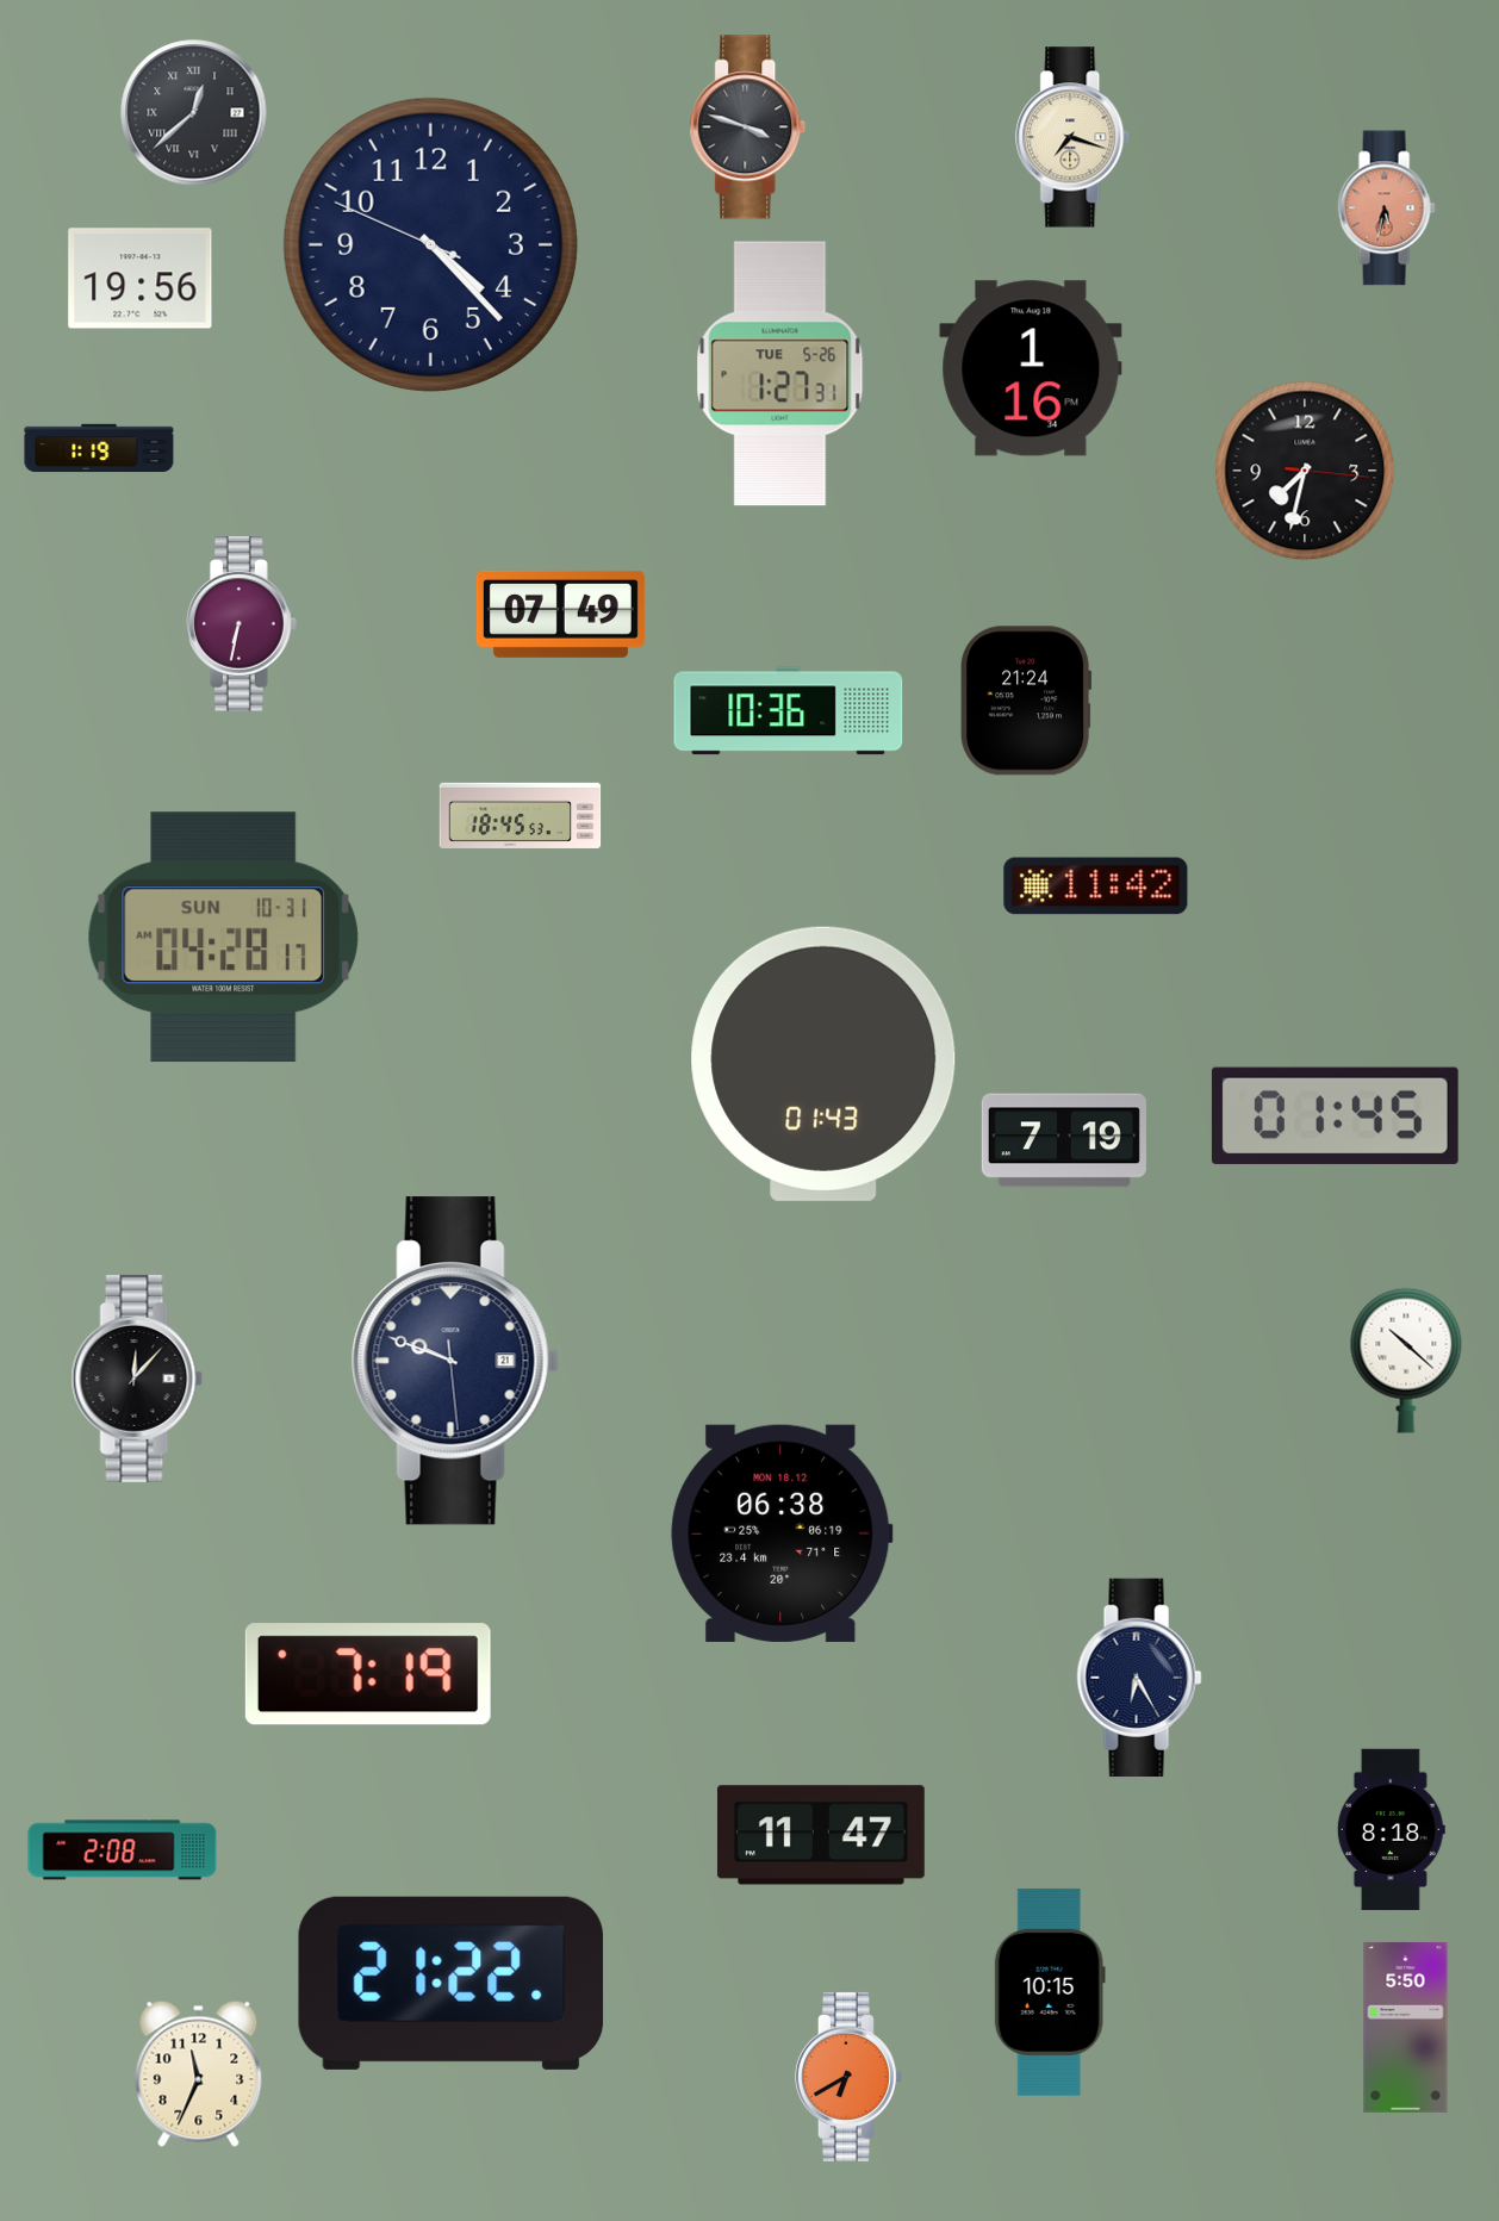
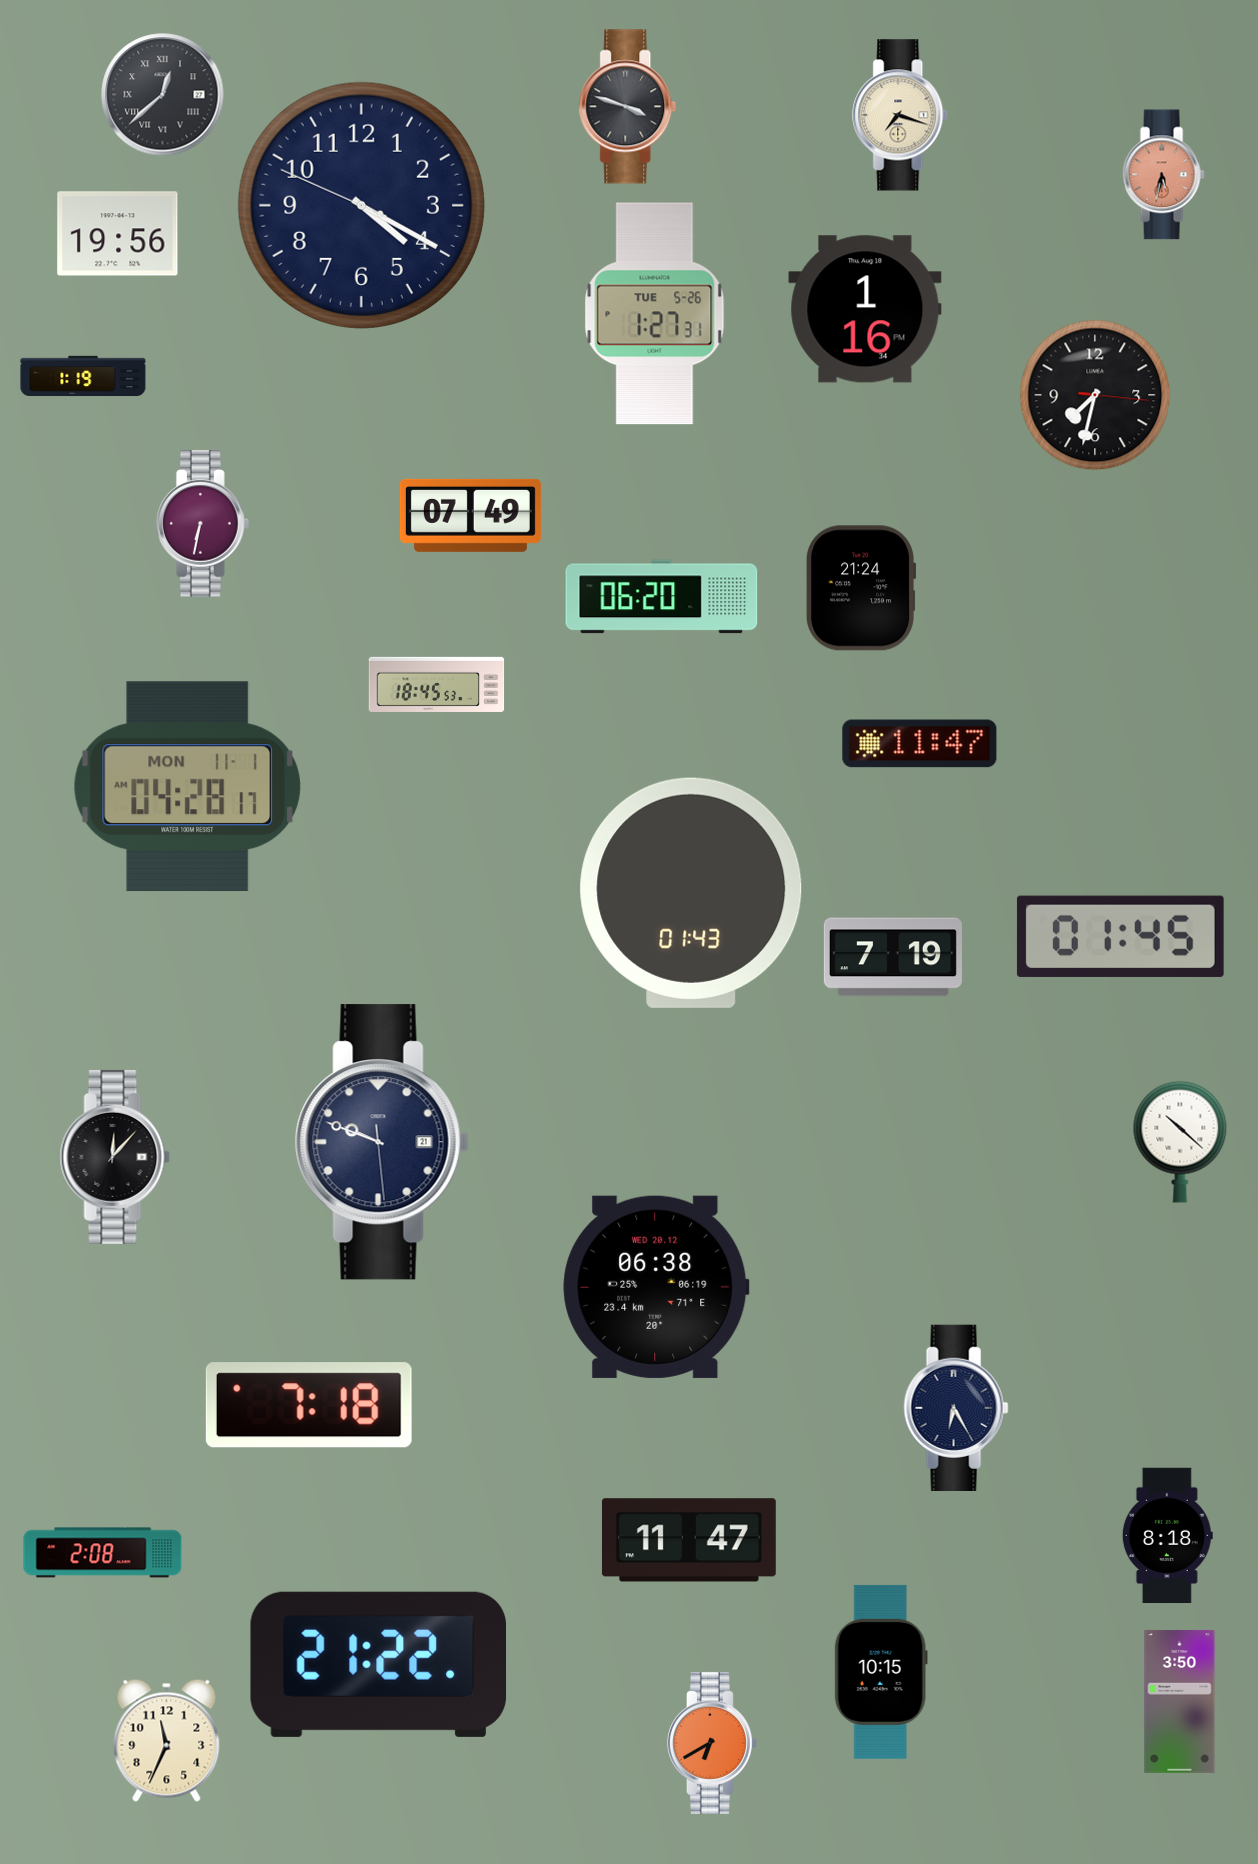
clock at (430, 244): 4:22 -> 4:19
clock at (789, 711): 10:36 -> 06:20
clock at (1096, 886): 11:42 -> 11:47
clock at (223, 938) date: SUN 10-31 -> MON 11-1
clock at (782, 1533) date: MON 18.12 -> WED 20.12
clock at (368, 1674): 7:19 -> 7:18
clock at (1406, 2027): 5:50 -> 3:50
